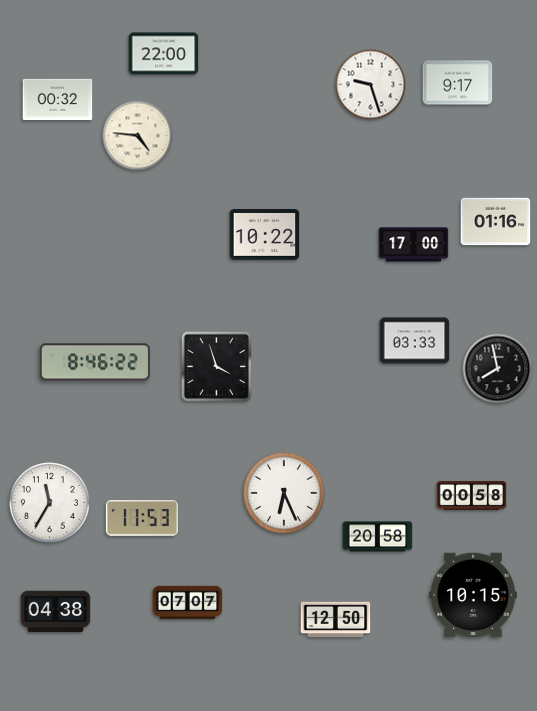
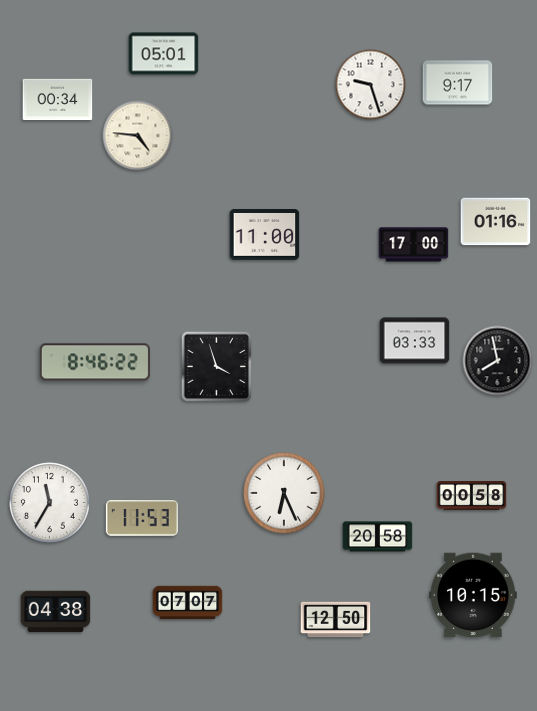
clock at (164, 54): 22:00 -> 05:01
clock at (58, 100): 00:32 -> 00:34
clock at (265, 235): 10:22 -> 11:00
clock at (498, 369) position: (498, 369) -> (498, 361)
